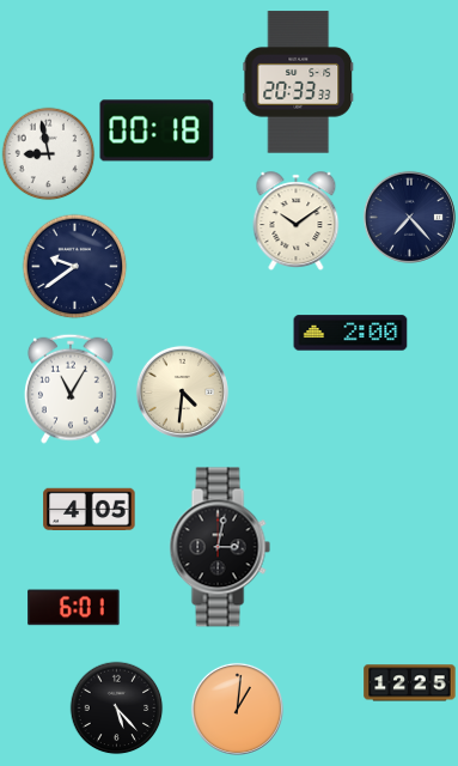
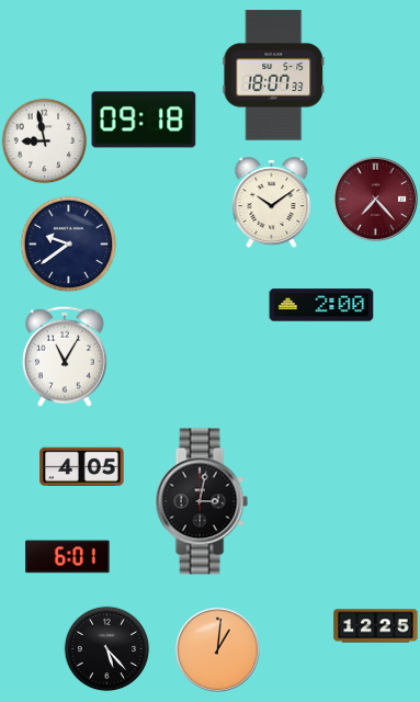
clock at (299, 83): 20:33 -> 18:07
clock at (157, 130): 00:18 -> 09:18
clock at (409, 217) dial: navy -> burgundy
clock at (182, 391): 4:31 -> none
